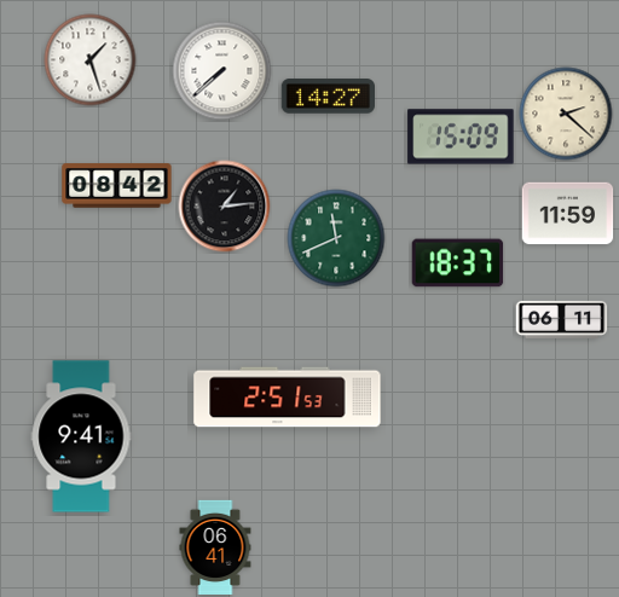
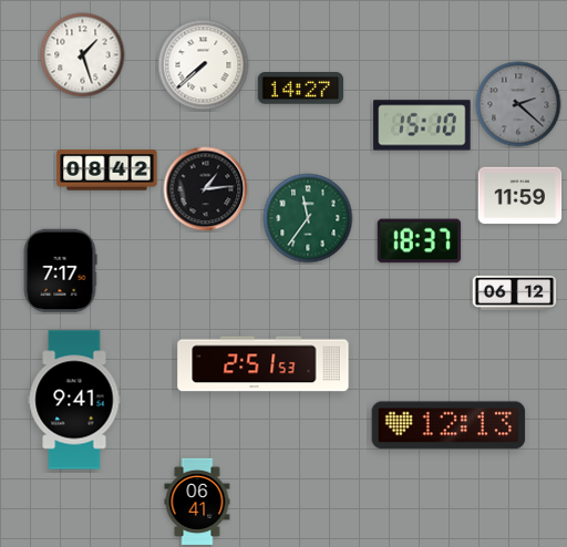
clock at (566, 114) dial: cream -> grey
clock at (461, 137): 15:09 -> 15:10
clock at (336, 238): 11:41 -> 11:36
clock at (60, 271): none -> 7:17
clock at (562, 319): 06:11 -> 06:12
clock at (449, 425): none -> 12:13
